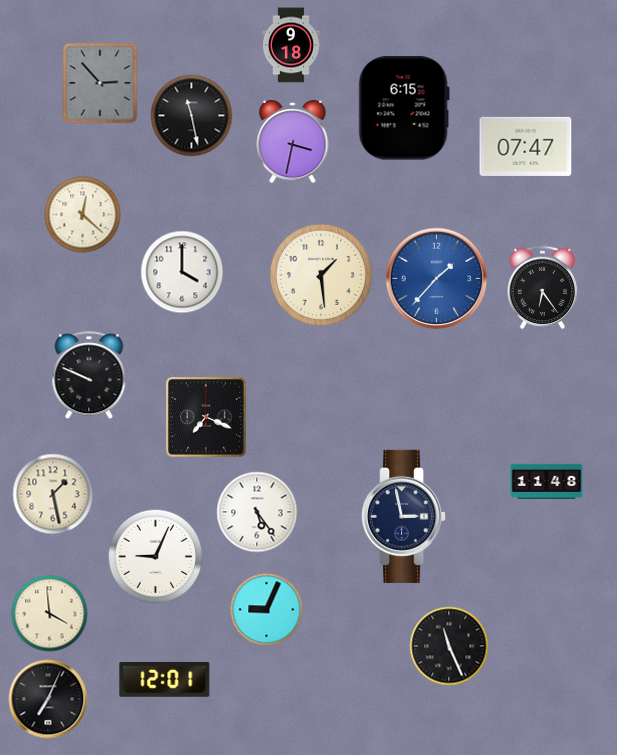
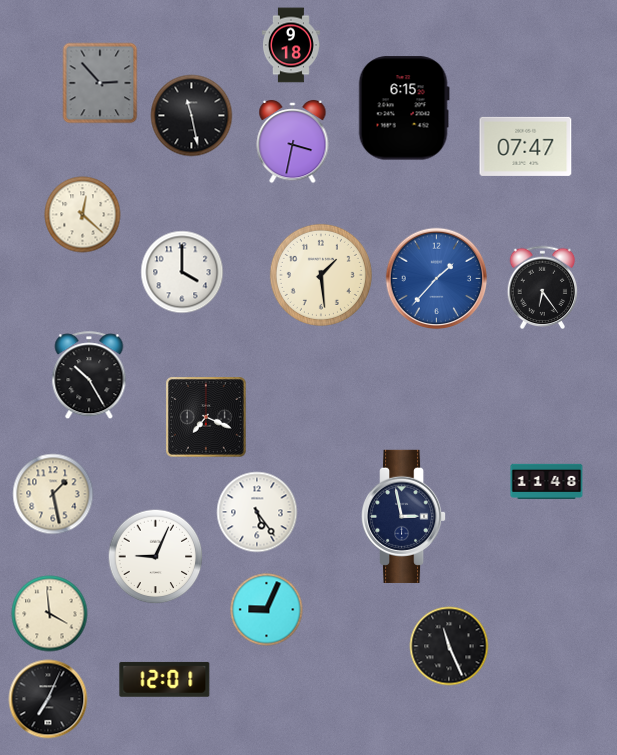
clock at (89, 376): 9:49 -> 10:25
